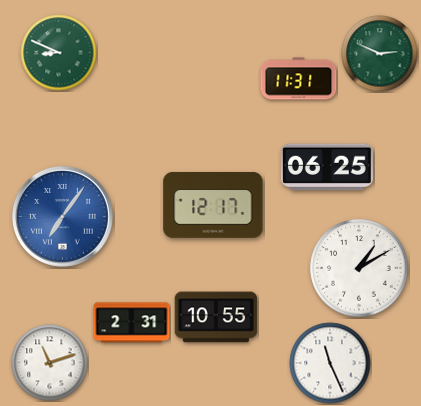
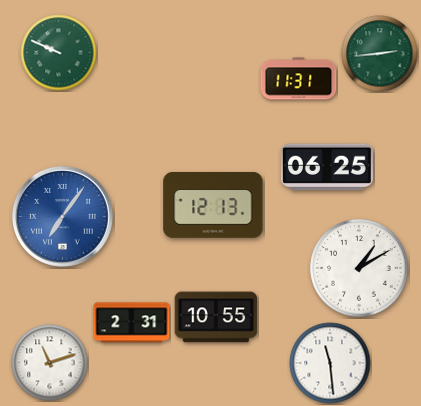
clock at (59, 53): 8:49 -> 9:49
clock at (380, 54): 2:49 -> 2:44
clock at (213, 205): 12:17 -> 12:13
clock at (330, 363): 11:26 -> 11:29
